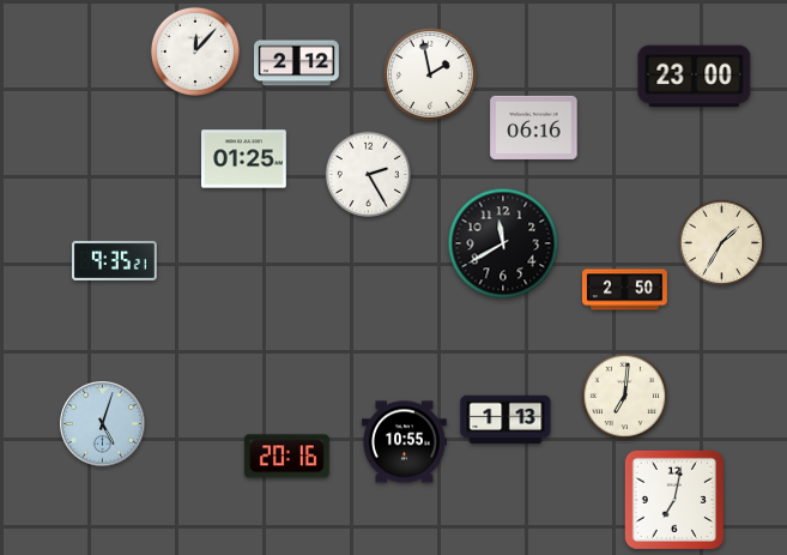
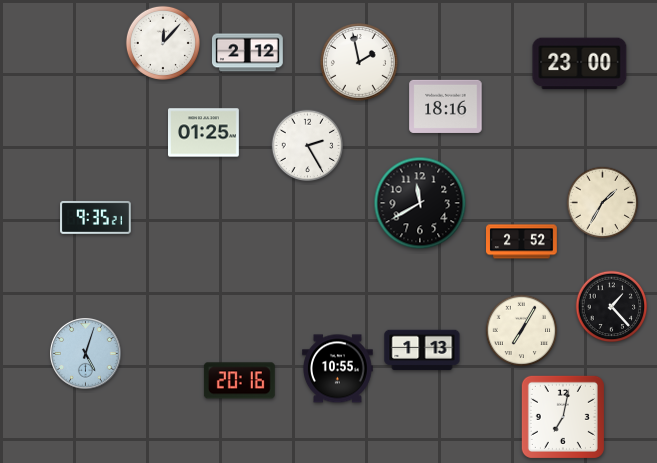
clock at (534, 127): 06:16 -> 18:16
clock at (625, 290): 2:50 -> 2:52
clock at (612, 307): none -> 1:23
clock at (625, 397): 7:01 -> 7:05
